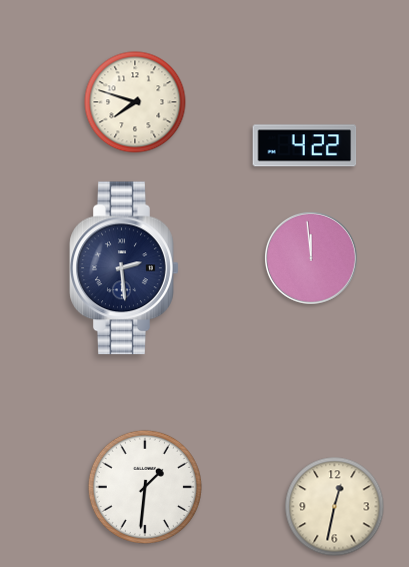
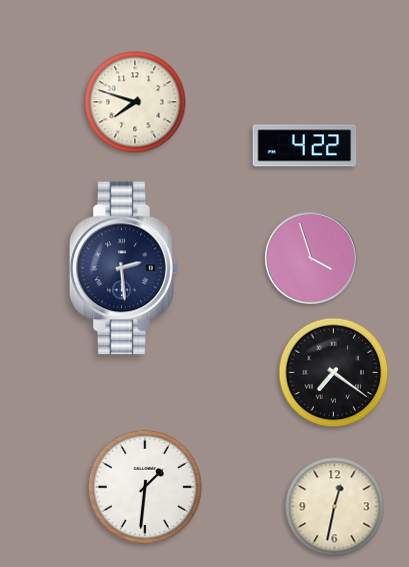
clock at (312, 259): 11:59 -> 3:57
clock at (334, 373): none -> 7:21
